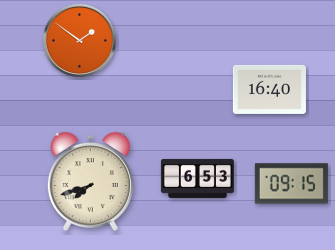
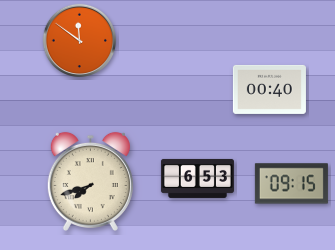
clock at (80, 41): 1:51 -> 11:51
clock at (269, 89): 16:40 -> 00:40
